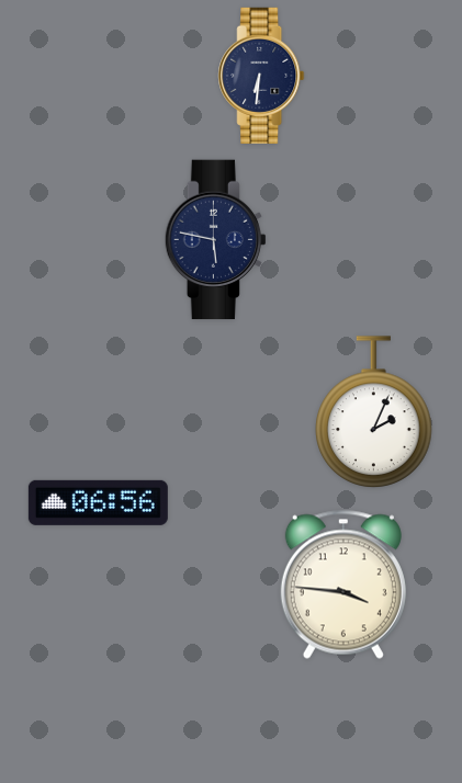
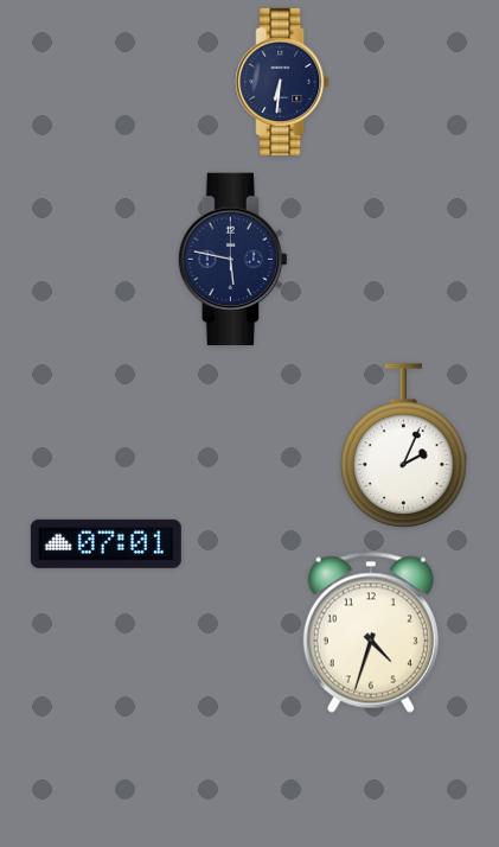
clock at (98, 502): 06:56 -> 07:01
clock at (343, 585): 3:46 -> 4:33
